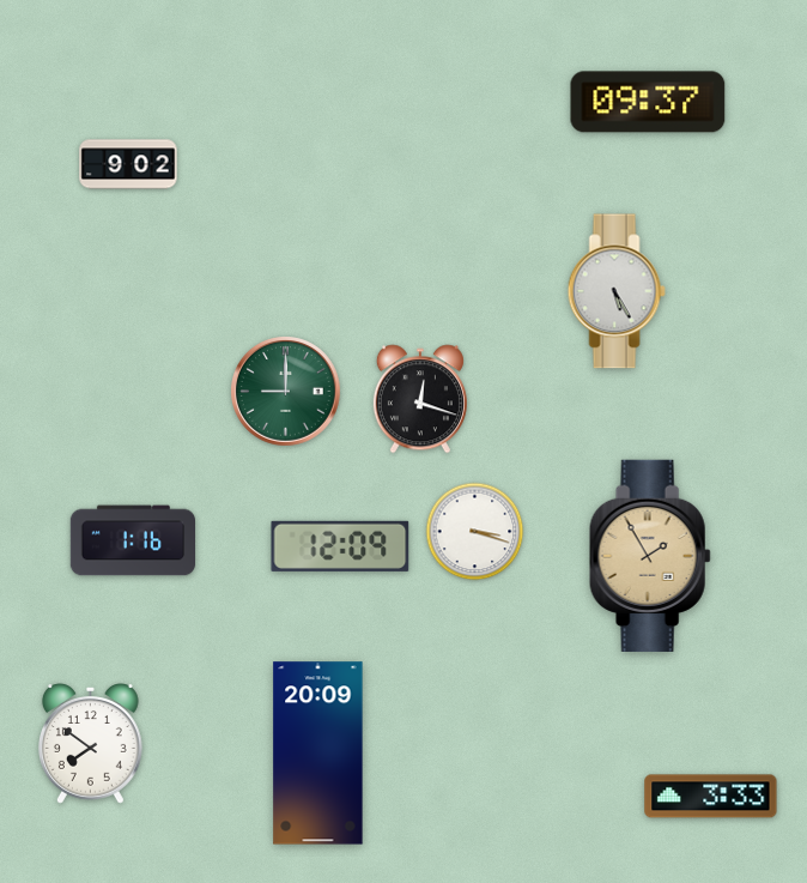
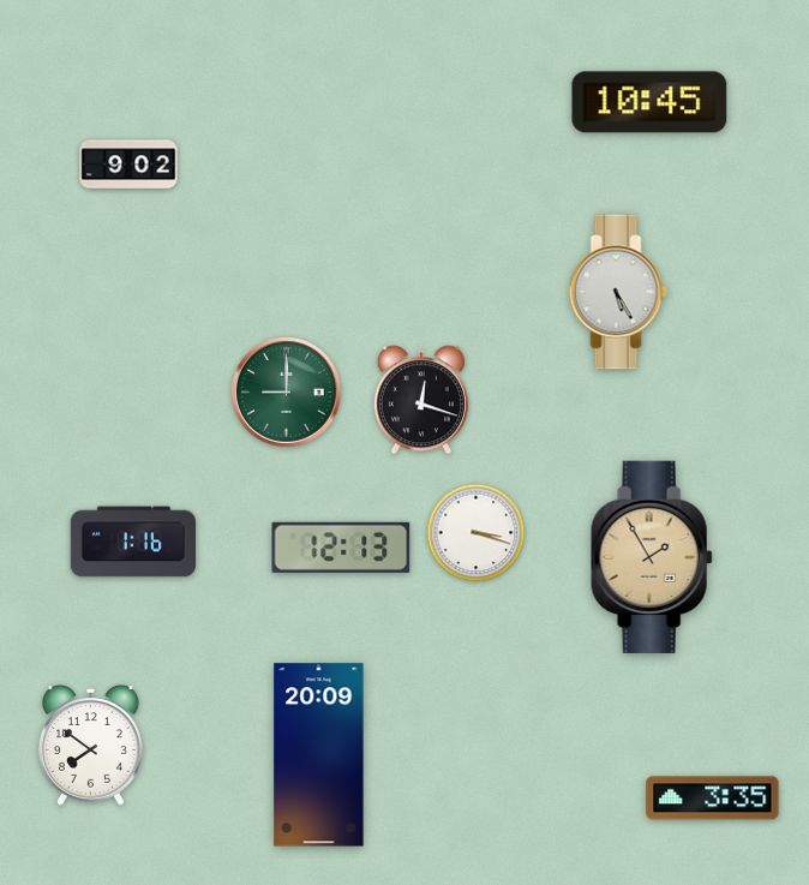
clock at (648, 102): 09:37 -> 10:45
clock at (340, 546): 12:09 -> 12:13
clock at (711, 797): 3:33 -> 3:35
